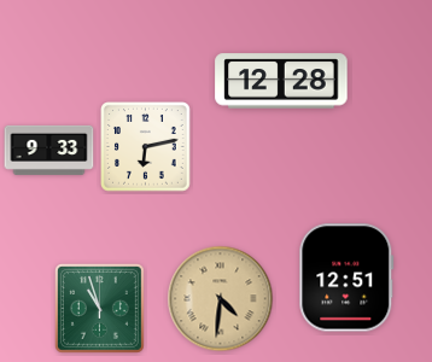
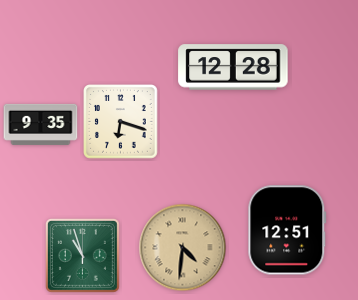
clock at (146, 147): 6:13 -> 6:18
clock at (49, 150): 9:33 -> 9:35
